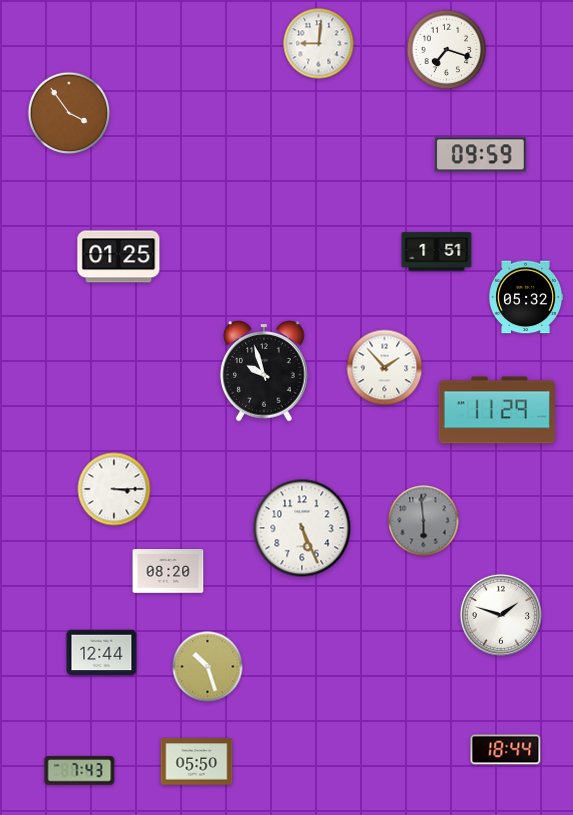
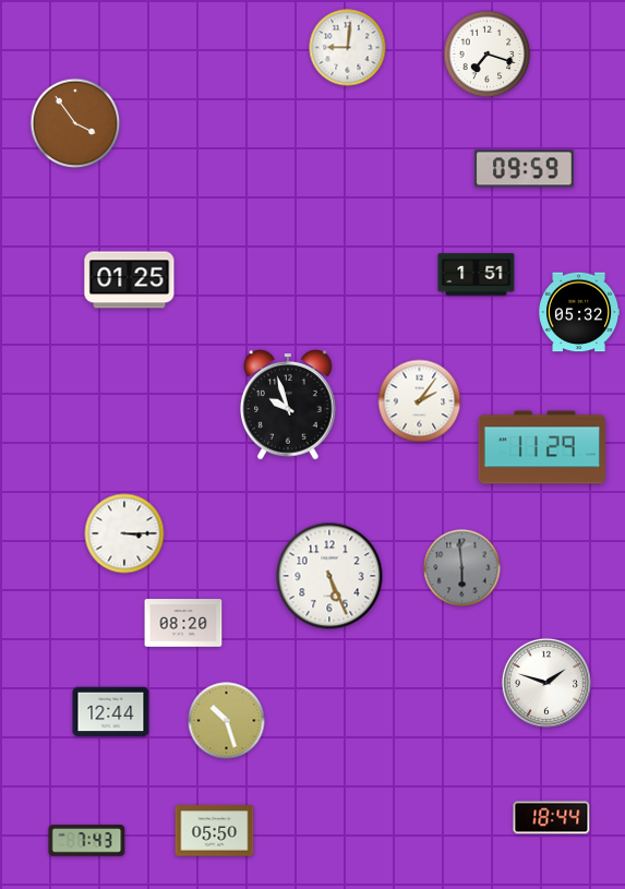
clock at (527, 297) position: (527, 297) -> (580, 312)
clock at (385, 368): 1:53 -> 2:06
clock at (501, 615) position: (501, 615) -> (546, 683)
clock at (208, 667) position: (208, 667) -> (227, 721)
